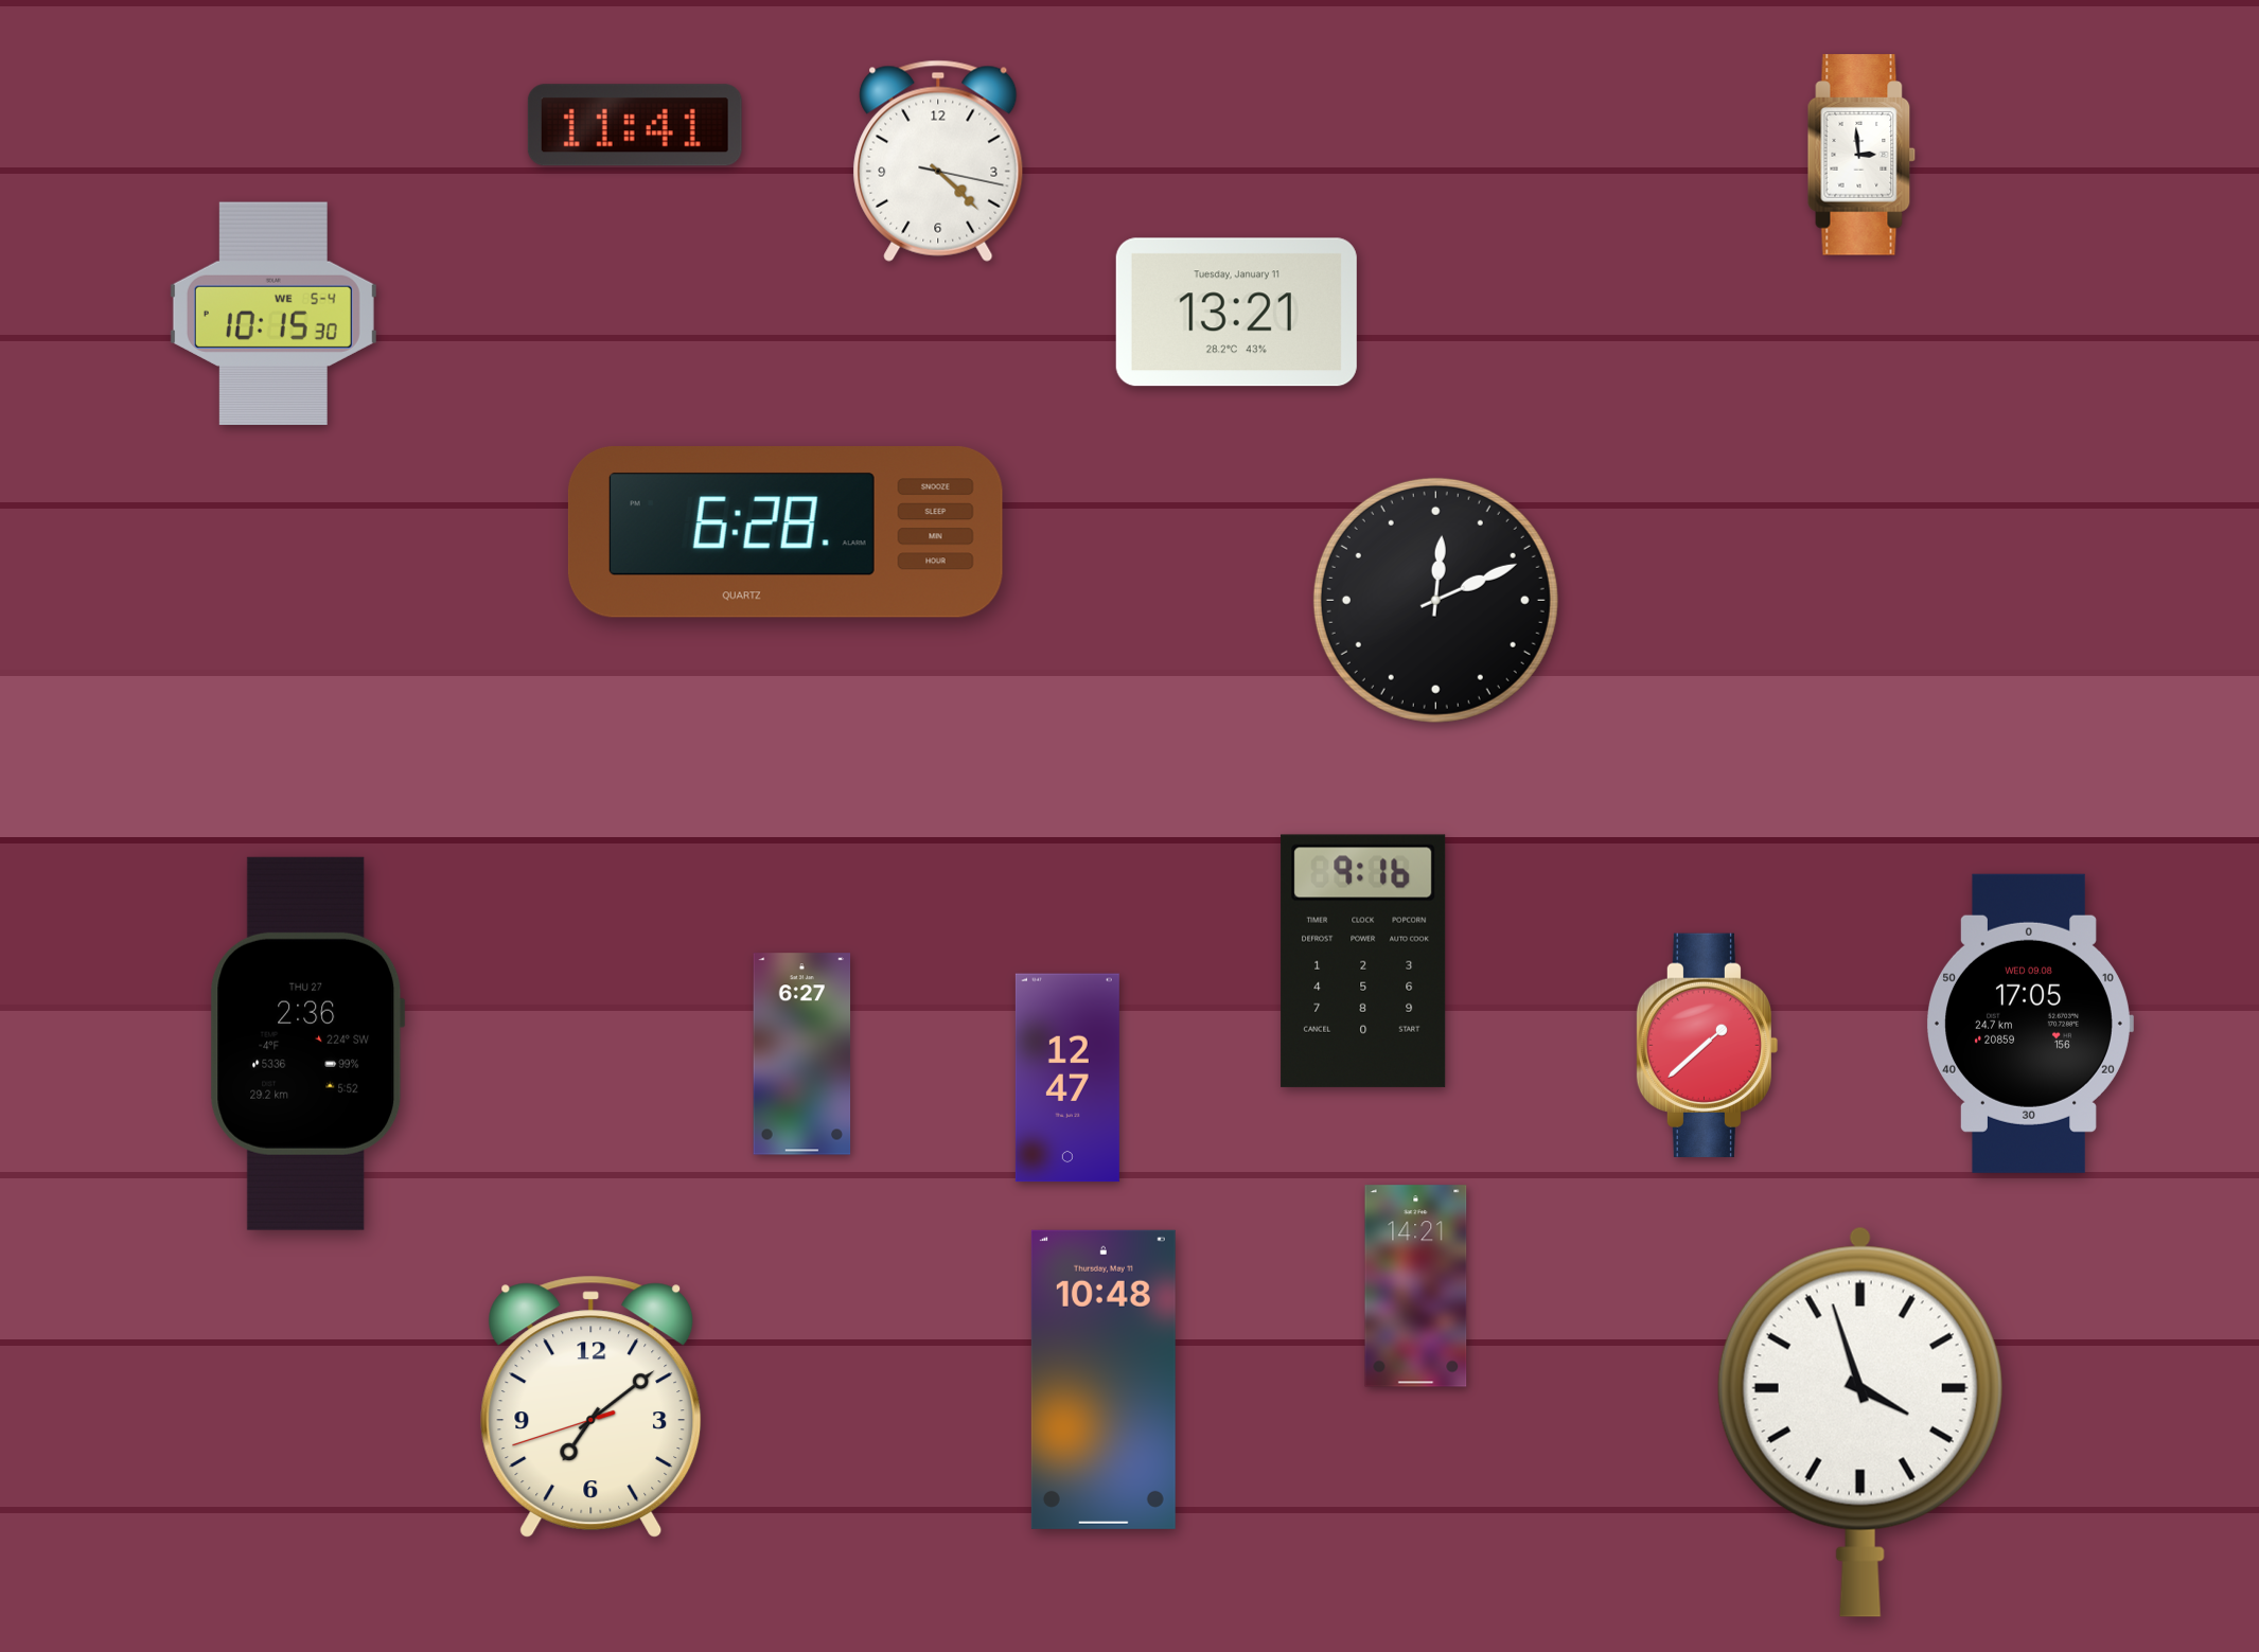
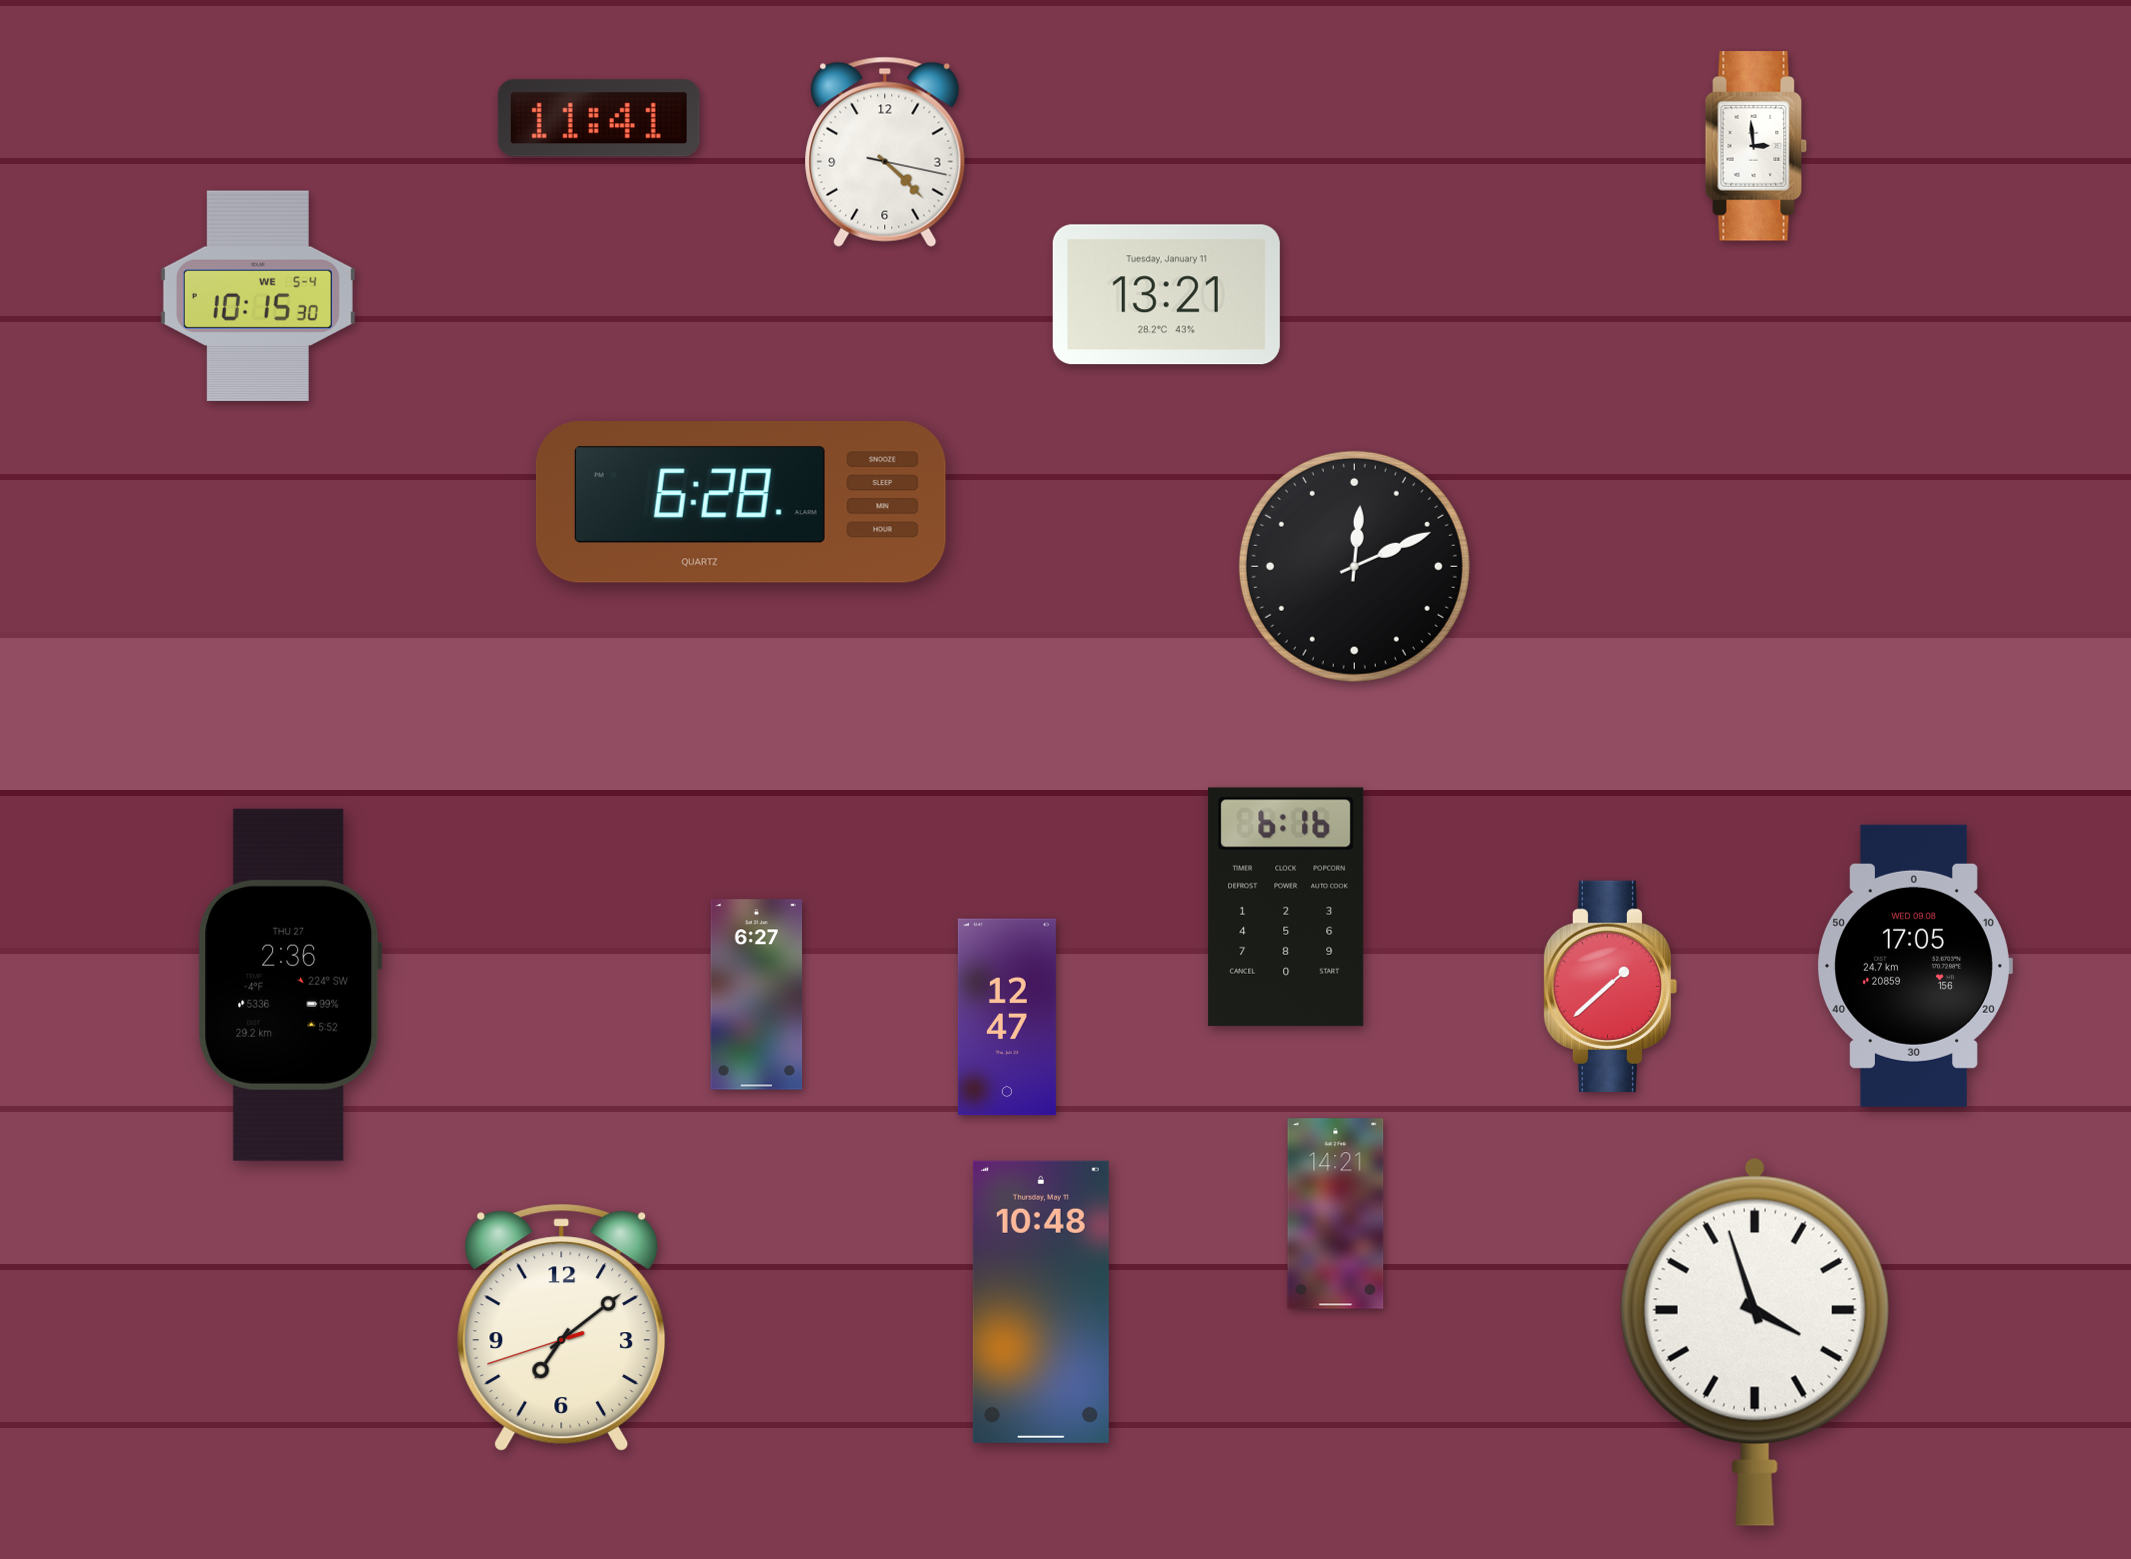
clock at (1363, 961): 9:16 -> 6:16
clock at (592, 1406) position: (592, 1406) -> (562, 1327)
